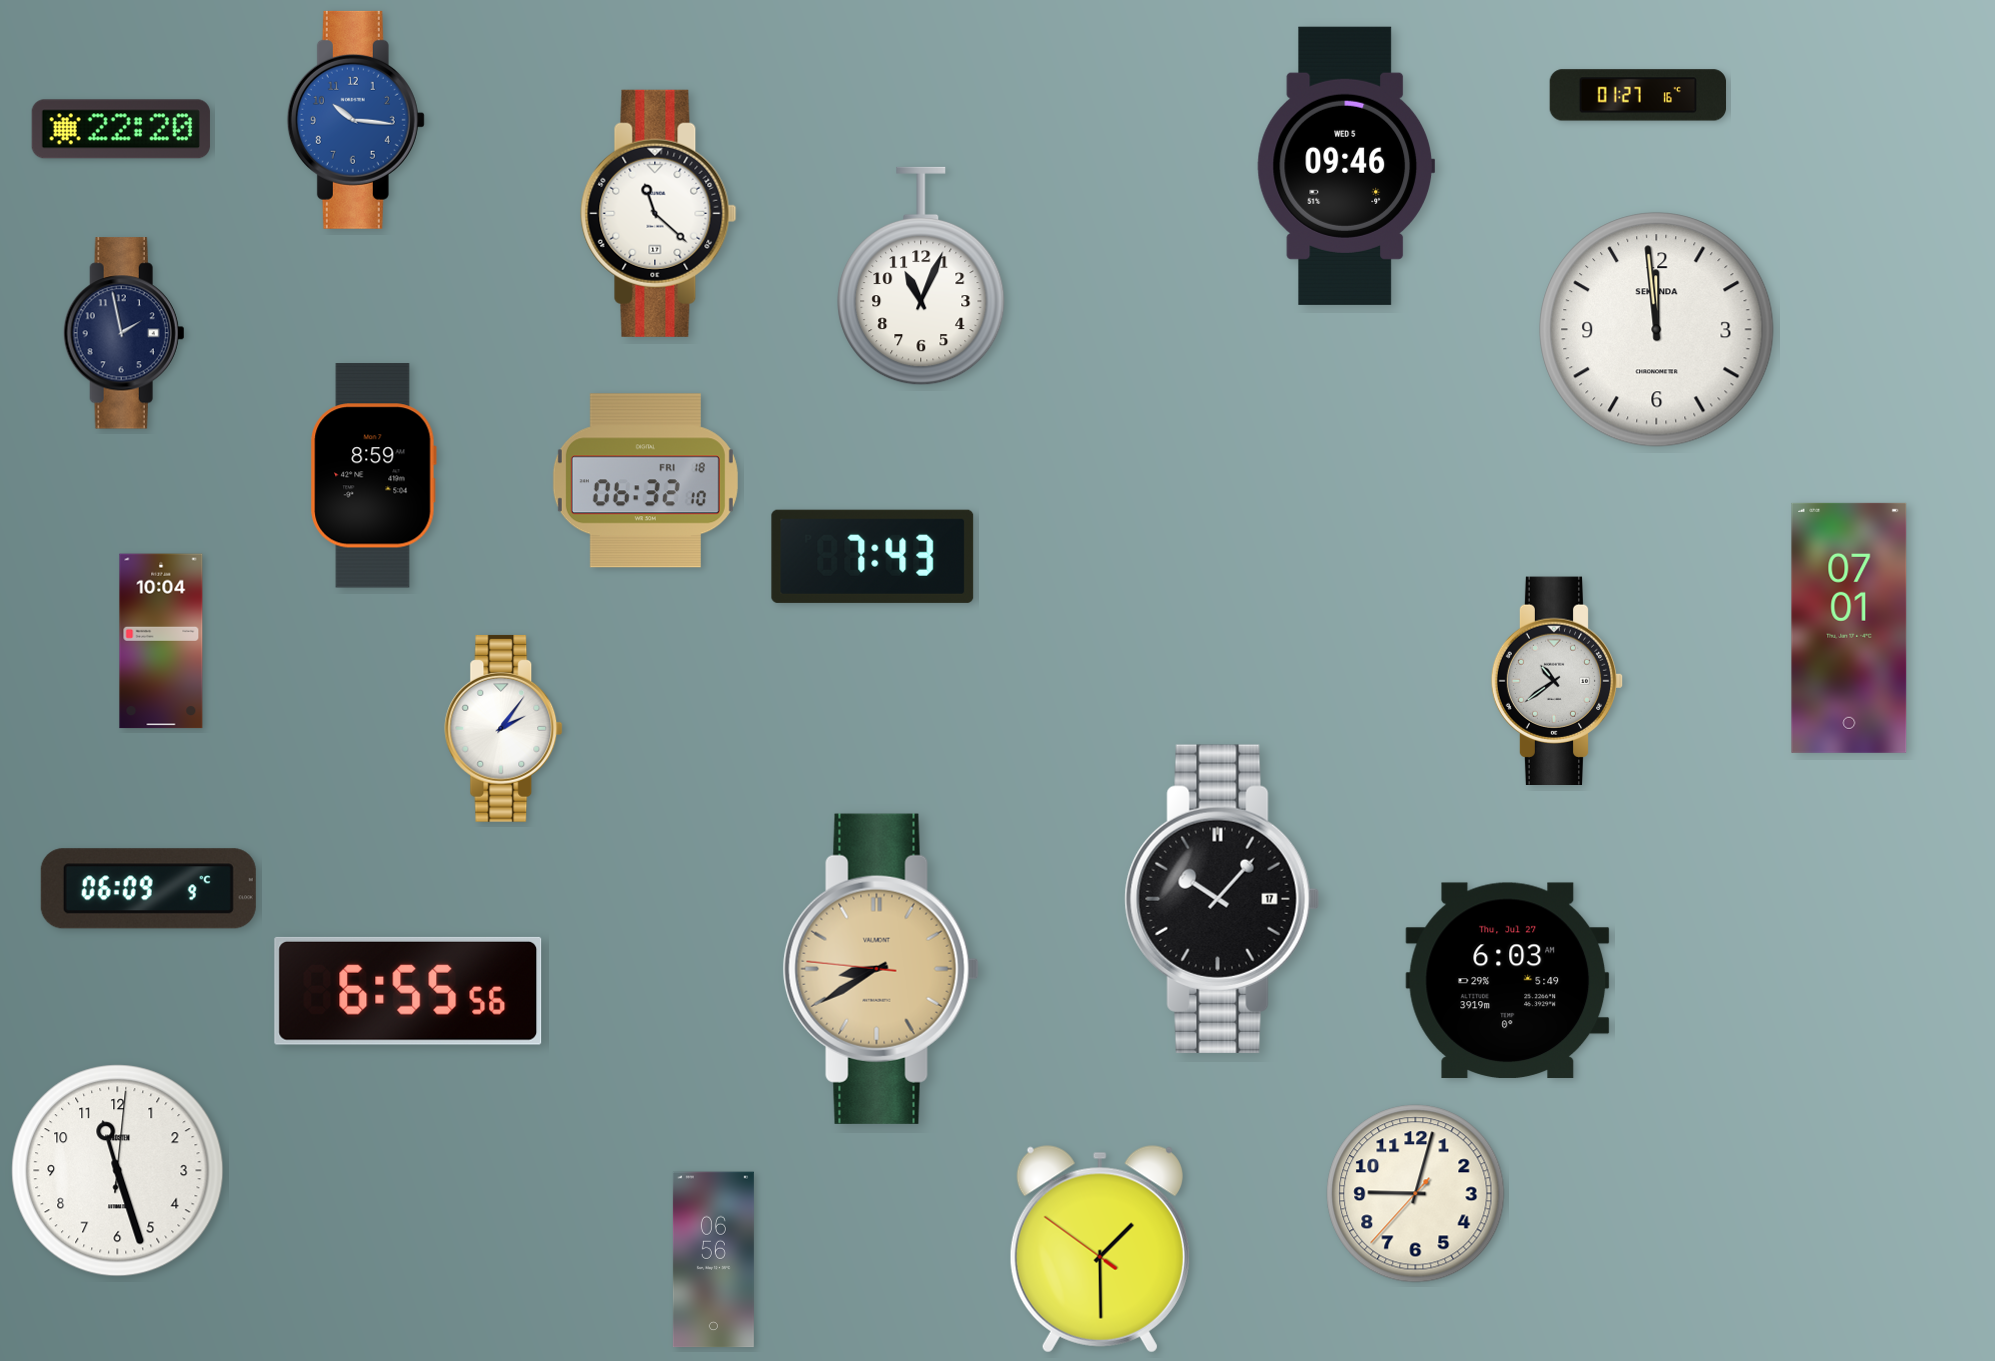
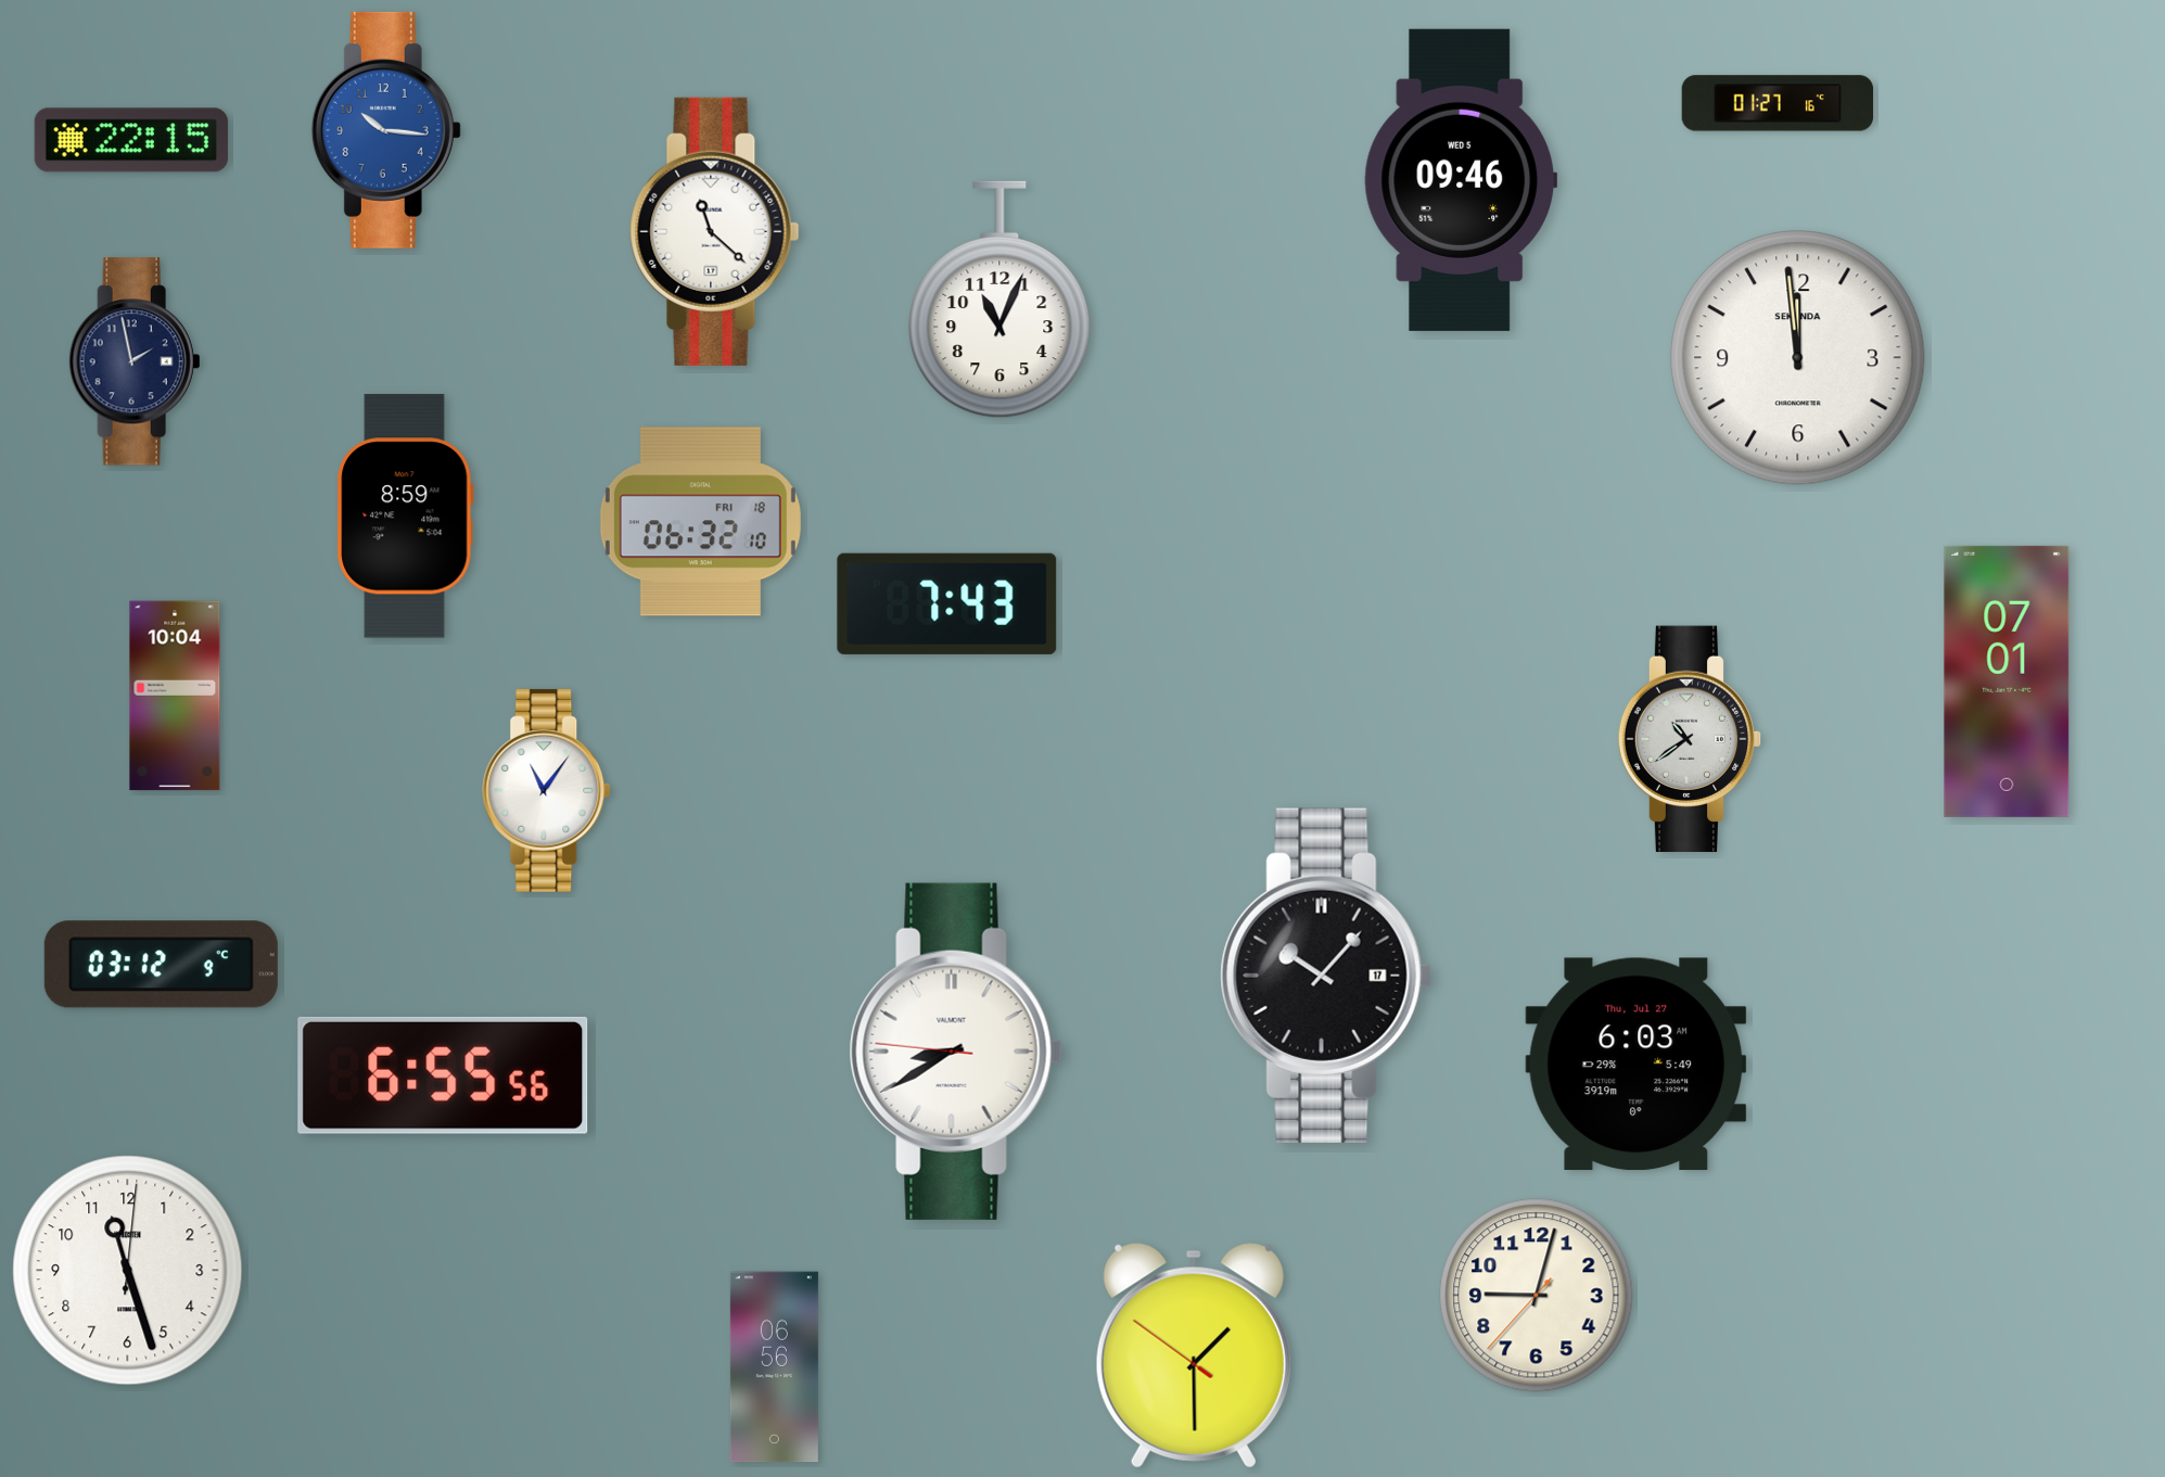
clock at (121, 129): 22:20 -> 22:15
clock at (504, 728): 2:06 -> 11:06
clock at (148, 889): 06:09 -> 03:12
clock at (881, 969) dial: champagne -> white
